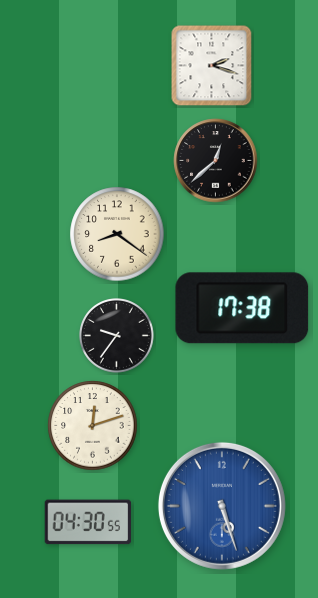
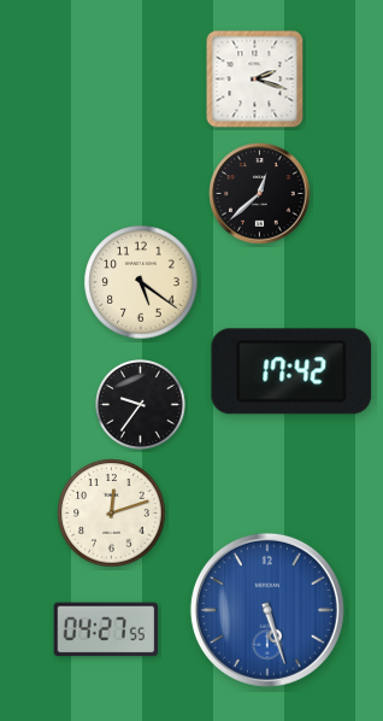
clock at (117, 234): 8:21 -> 5:21
clock at (242, 308): 17:38 -> 17:42
clock at (87, 522): 04:30 -> 04:27
